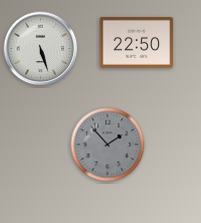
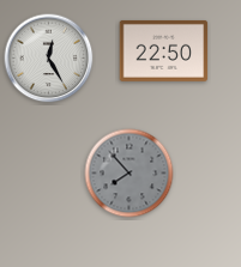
clock at (41, 49): 5:27 -> 12:25
clock at (108, 145): 1:53 -> 7:53
